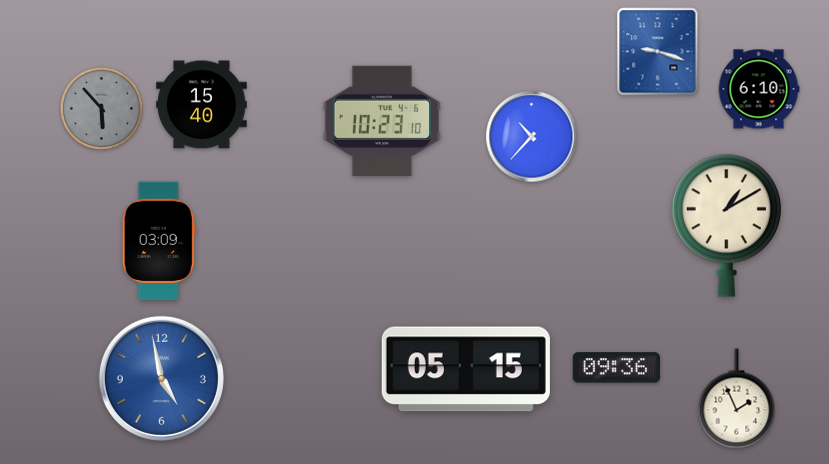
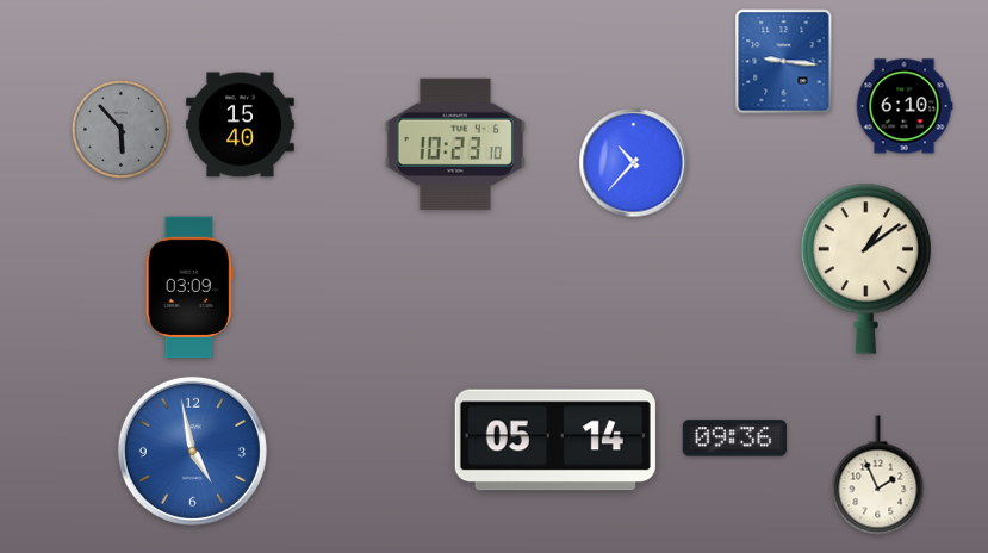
clock at (658, 52): 9:18 -> 9:16
clock at (726, 225): 1:10 -> 1:09
clock at (466, 369): 05:15 -> 05:14
